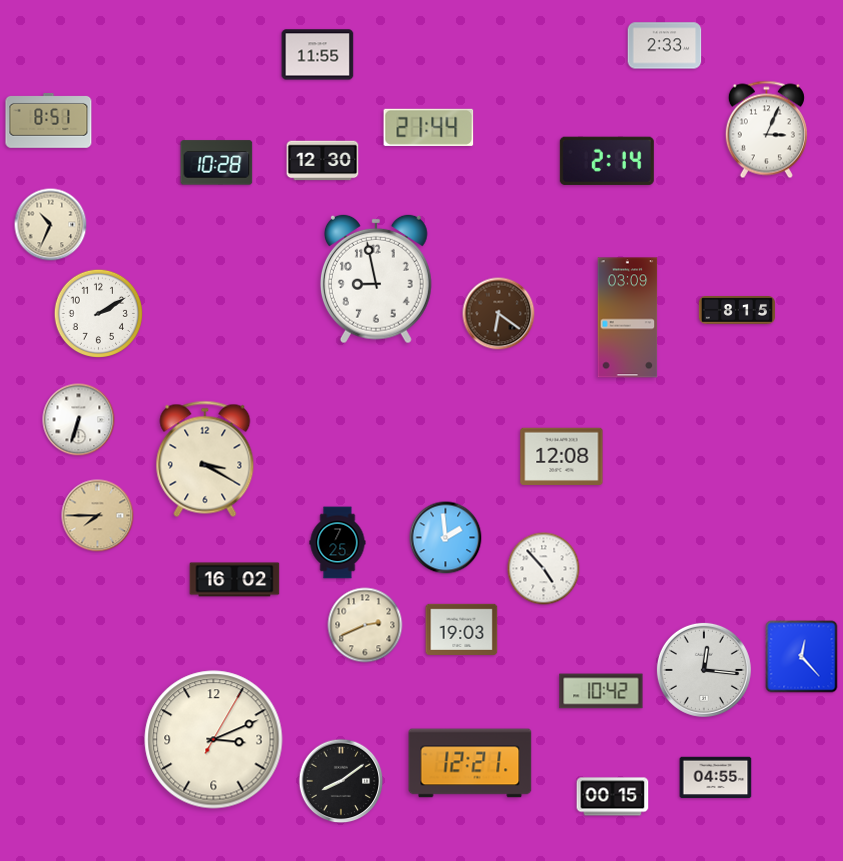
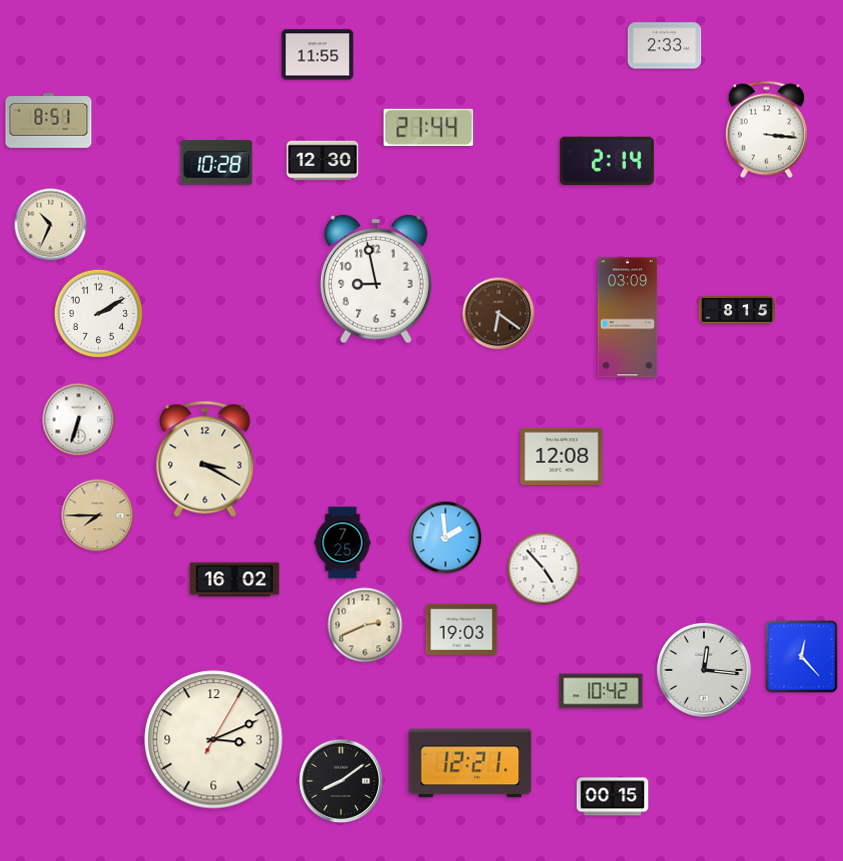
clock at (766, 130): 3:04 -> 3:16
clock at (338, 543) position: (338, 543) -> (343, 543)
clock at (716, 778): 04:55 -> none
